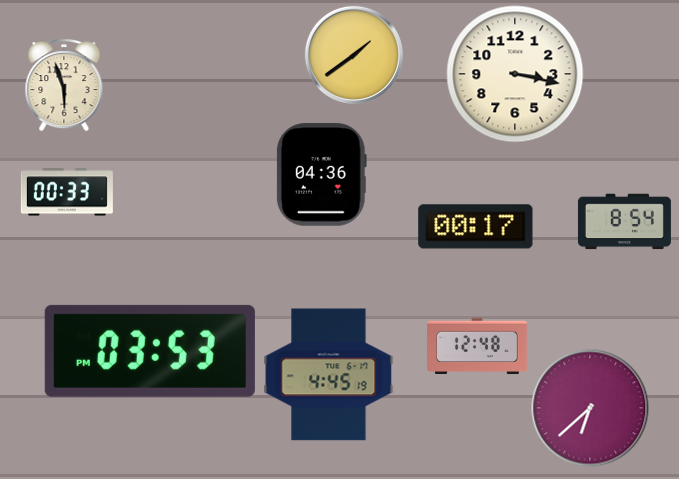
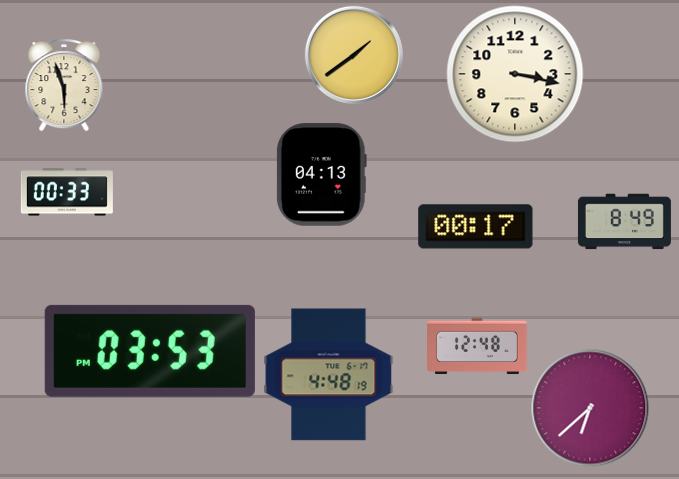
clock at (321, 175): 04:36 -> 04:13
clock at (624, 222): 8:54 -> 8:49
clock at (329, 375): 4:45 -> 4:48
